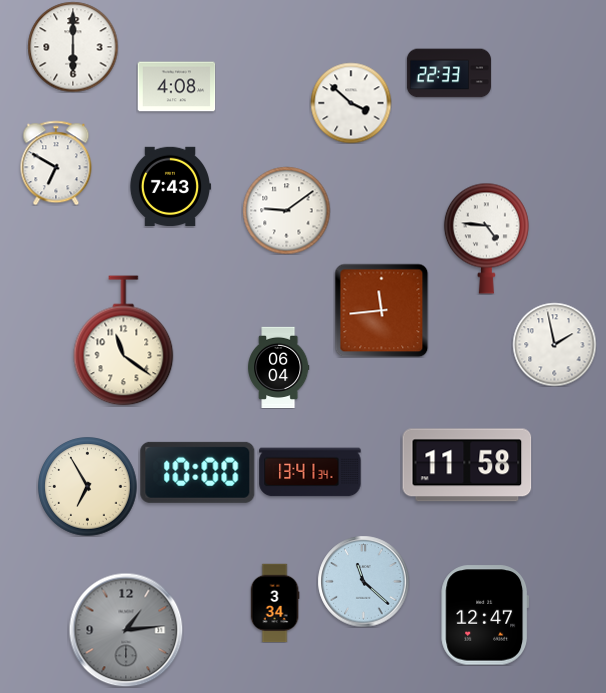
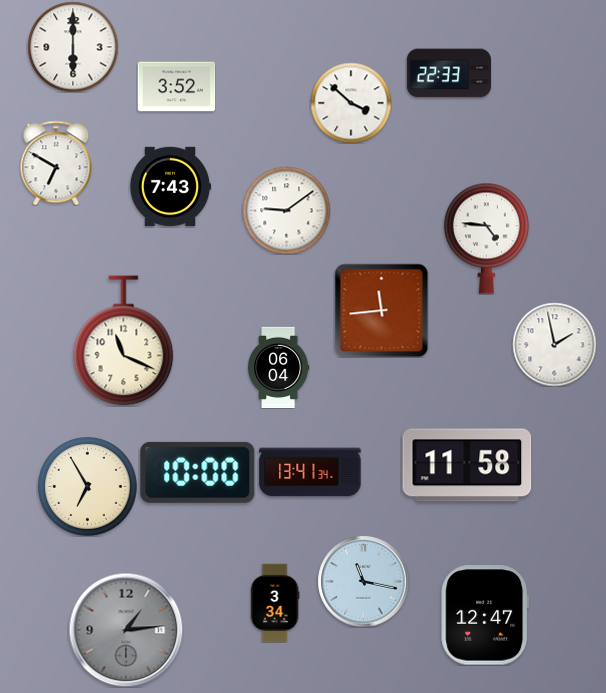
clock at (176, 87): 4:08 -> 3:52
clock at (124, 341): 11:21 -> 11:19
clock at (363, 581): 11:22 -> 11:17
